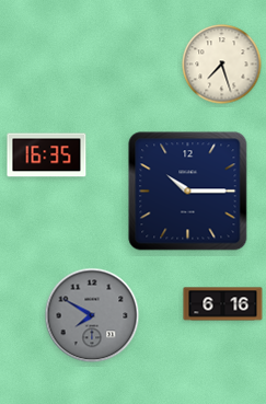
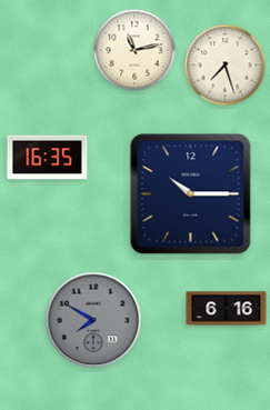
clock at (134, 50): none -> 11:13
